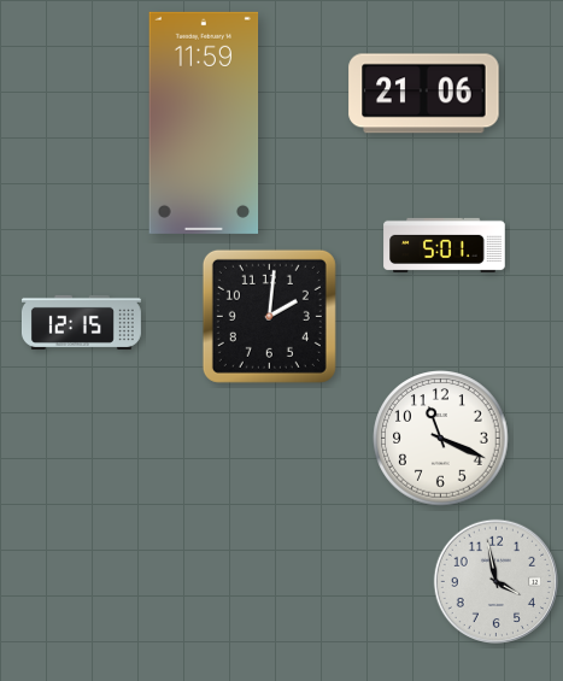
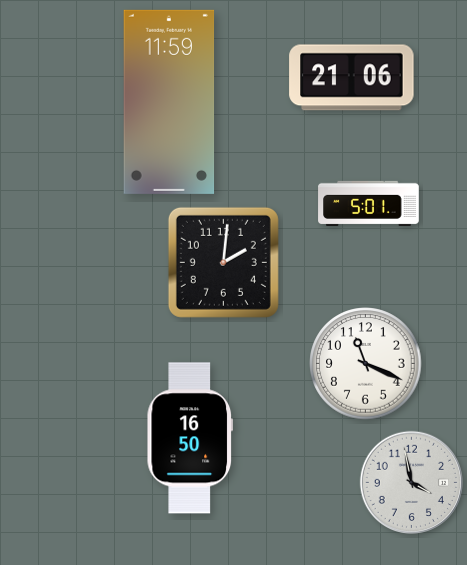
clock at (81, 322): 12:15 -> none
clock at (189, 438): none -> 16:50
